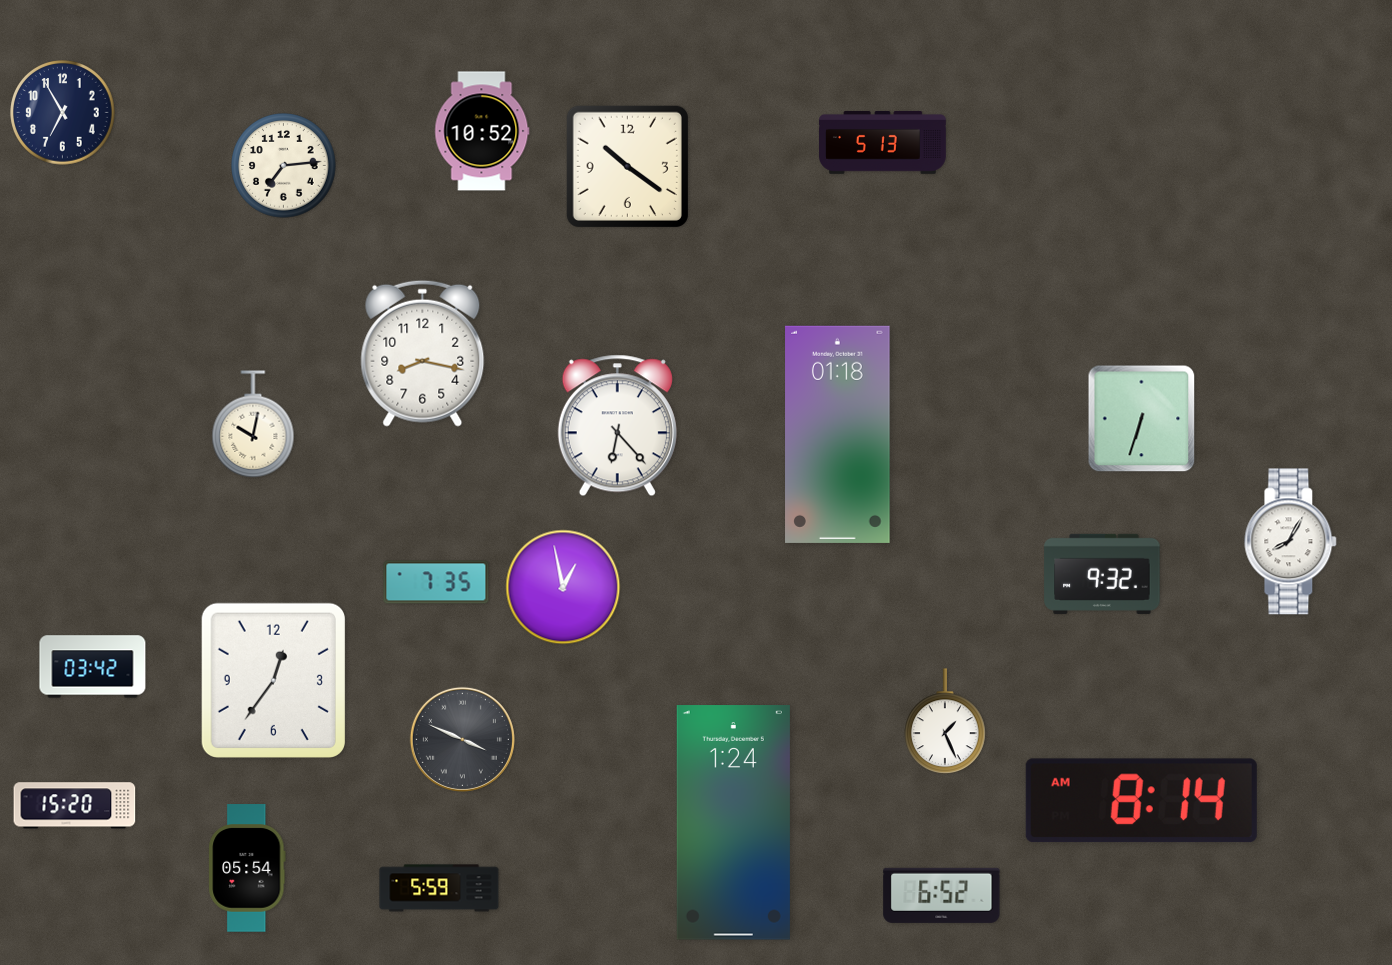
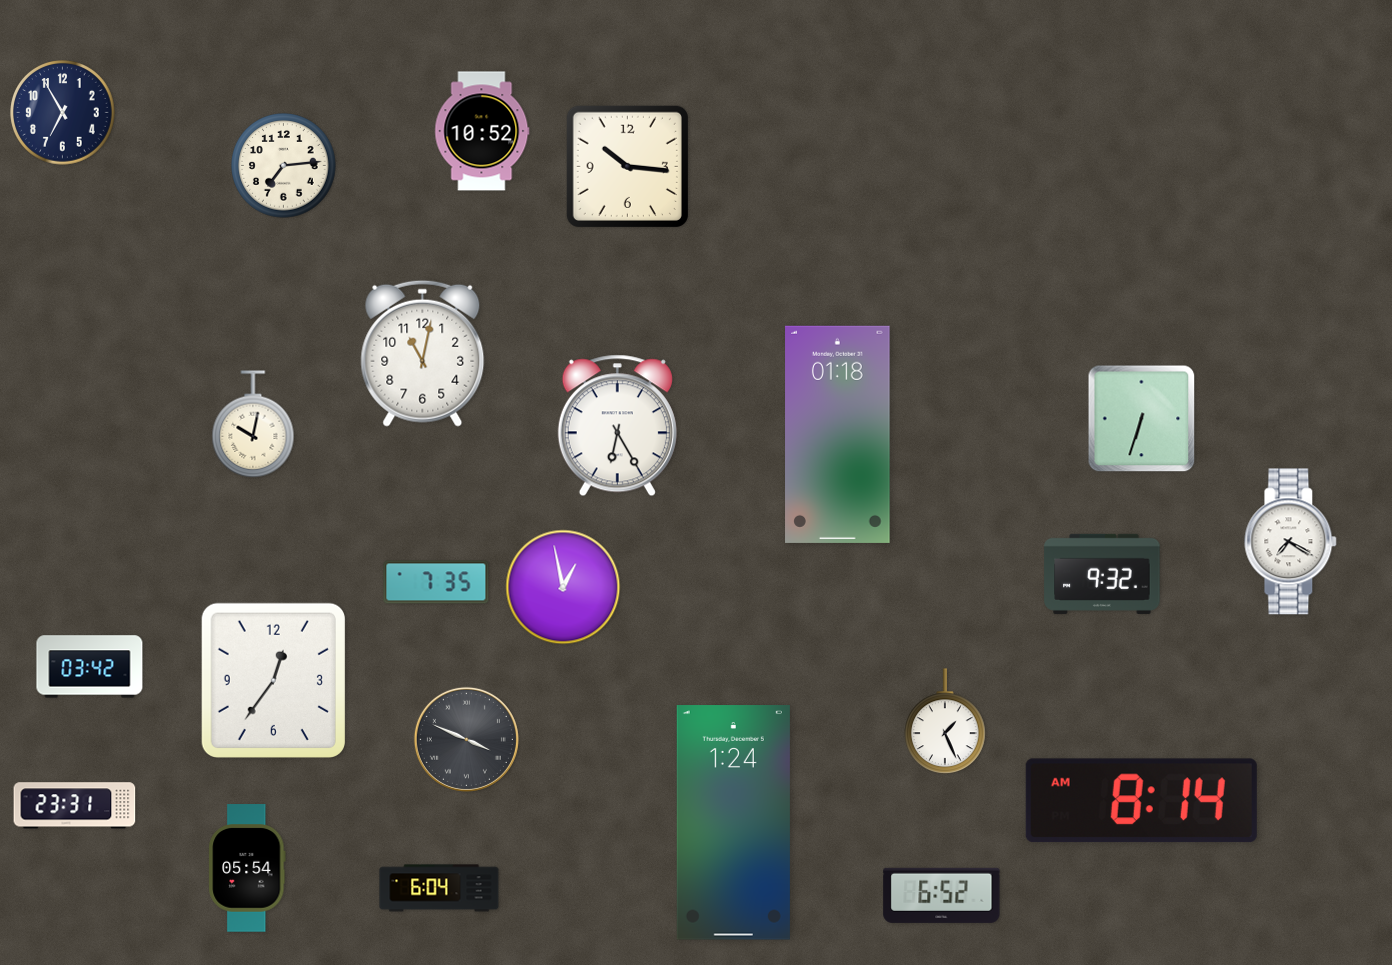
clock at (883, 143): 5:13 -> none
clock at (627, 166): 10:21 -> 10:16
clock at (423, 353): 8:17 -> 11:02
clock at (617, 426): 6:23 -> 6:25
clock at (1291, 542): 8:05 -> 7:20
clock at (93, 667) position: (93, 667) -> (90, 667)
clock at (462, 739) position: (462, 739) -> (466, 739)
clock at (75, 806): 15:20 -> 23:31
clock at (439, 888): 5:59 -> 6:04
